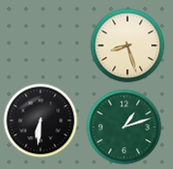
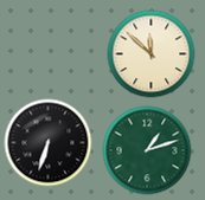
clock at (128, 46): 8:27 -> 11:52
clock at (41, 121): 6:31 -> 6:33
